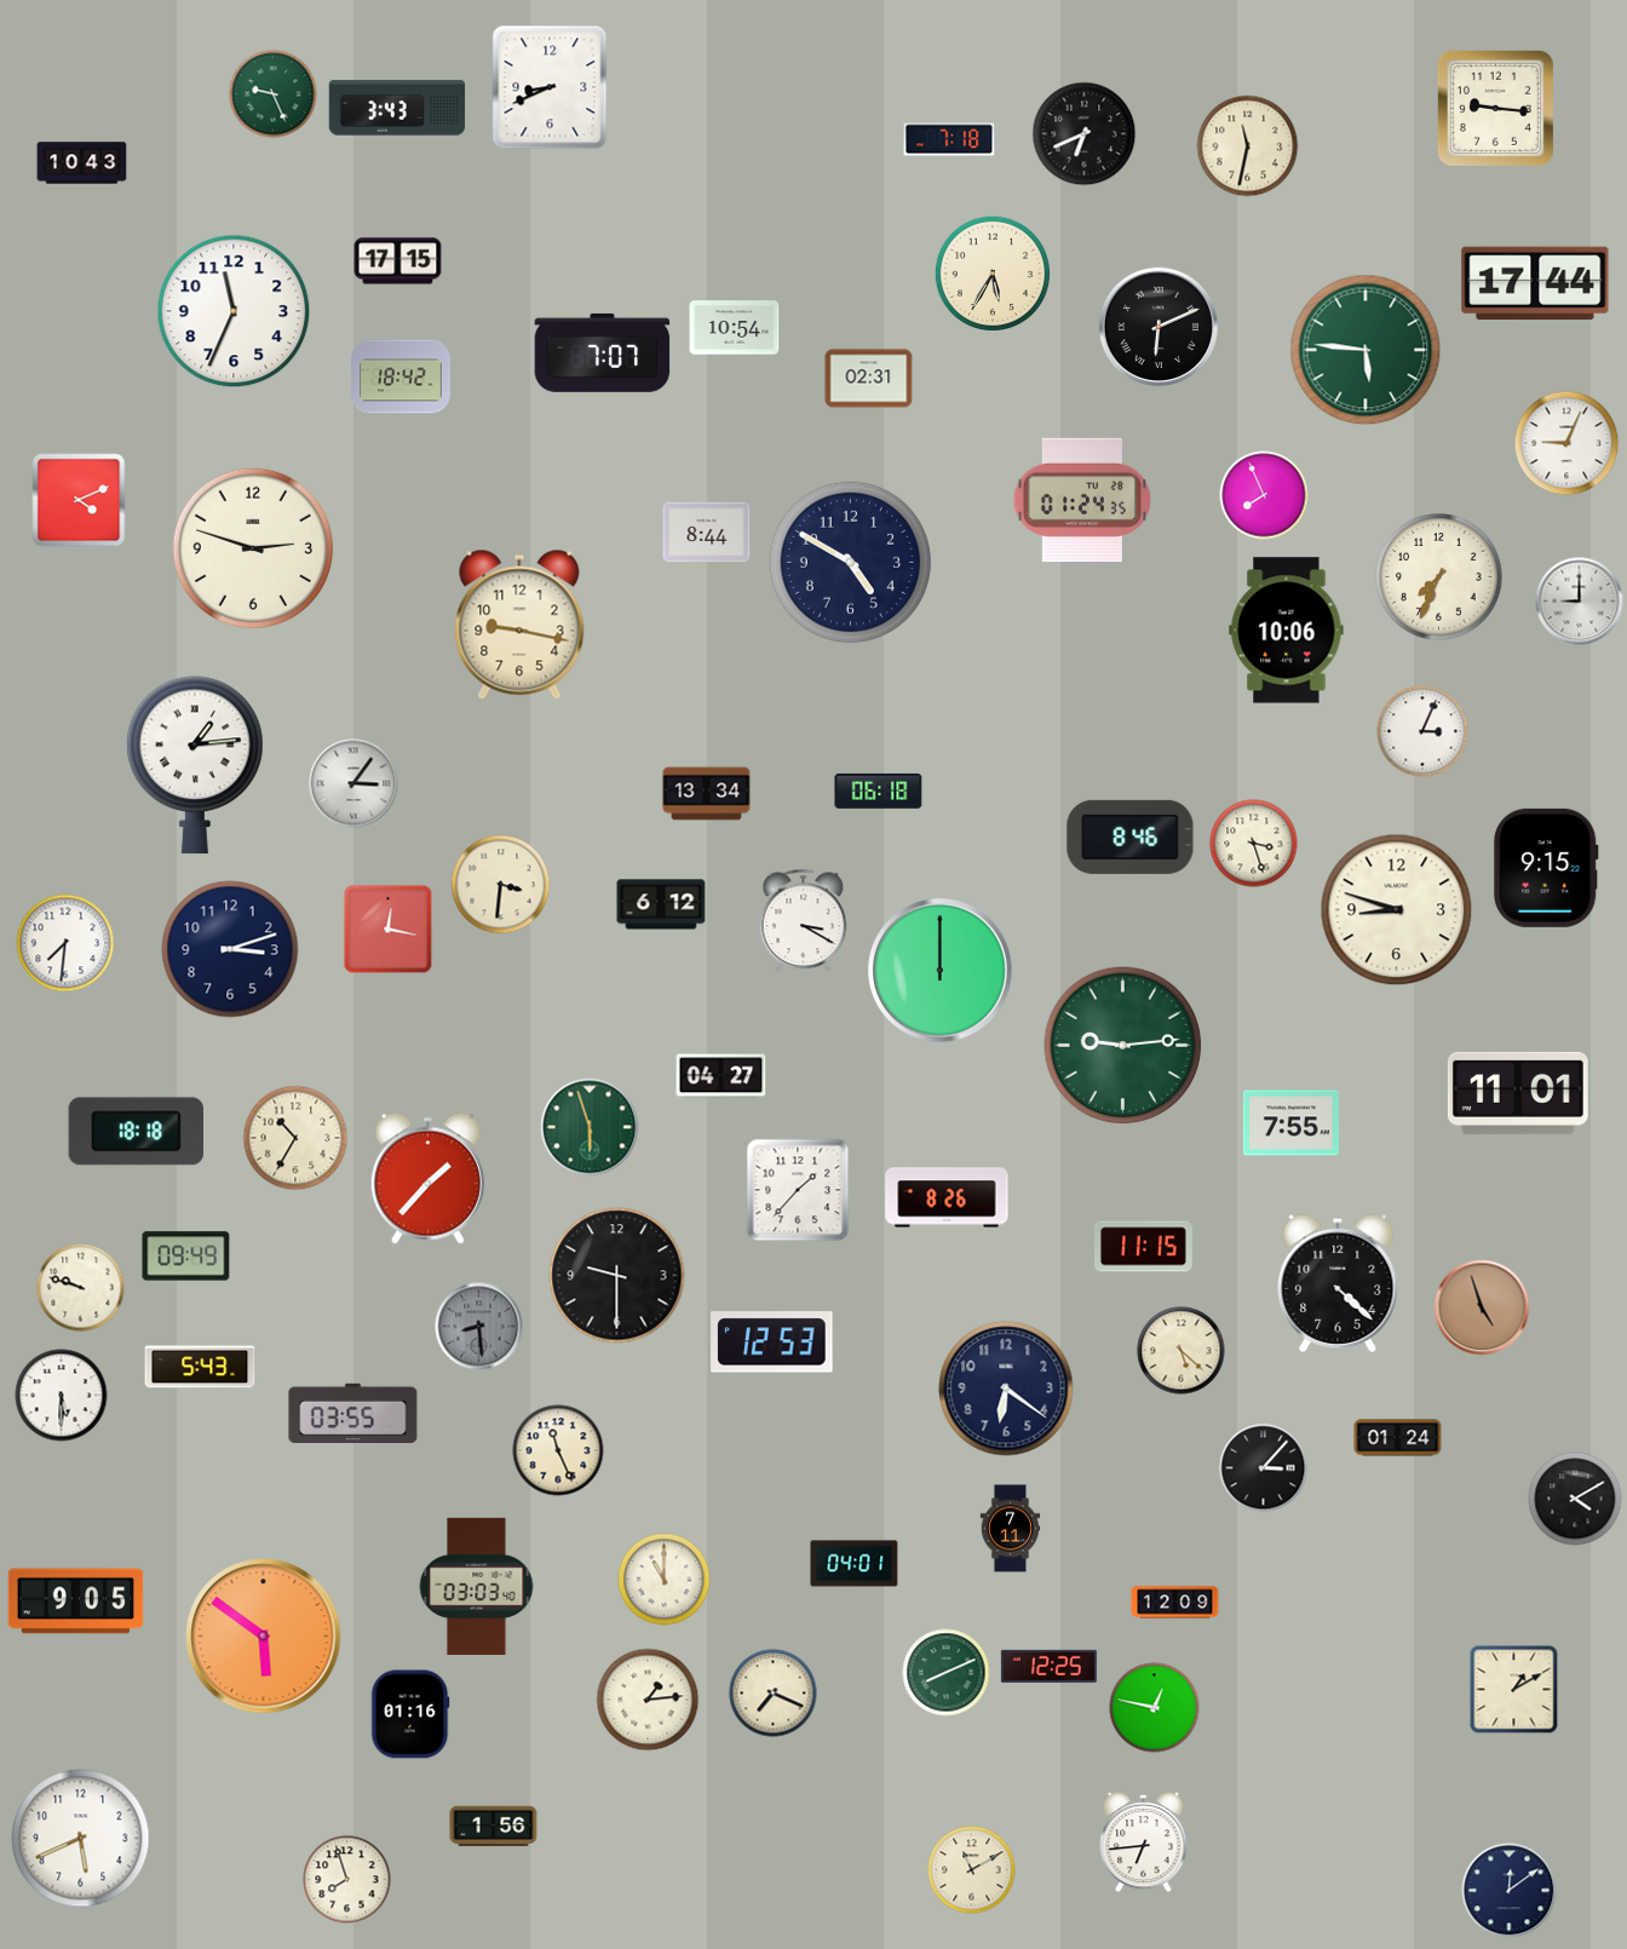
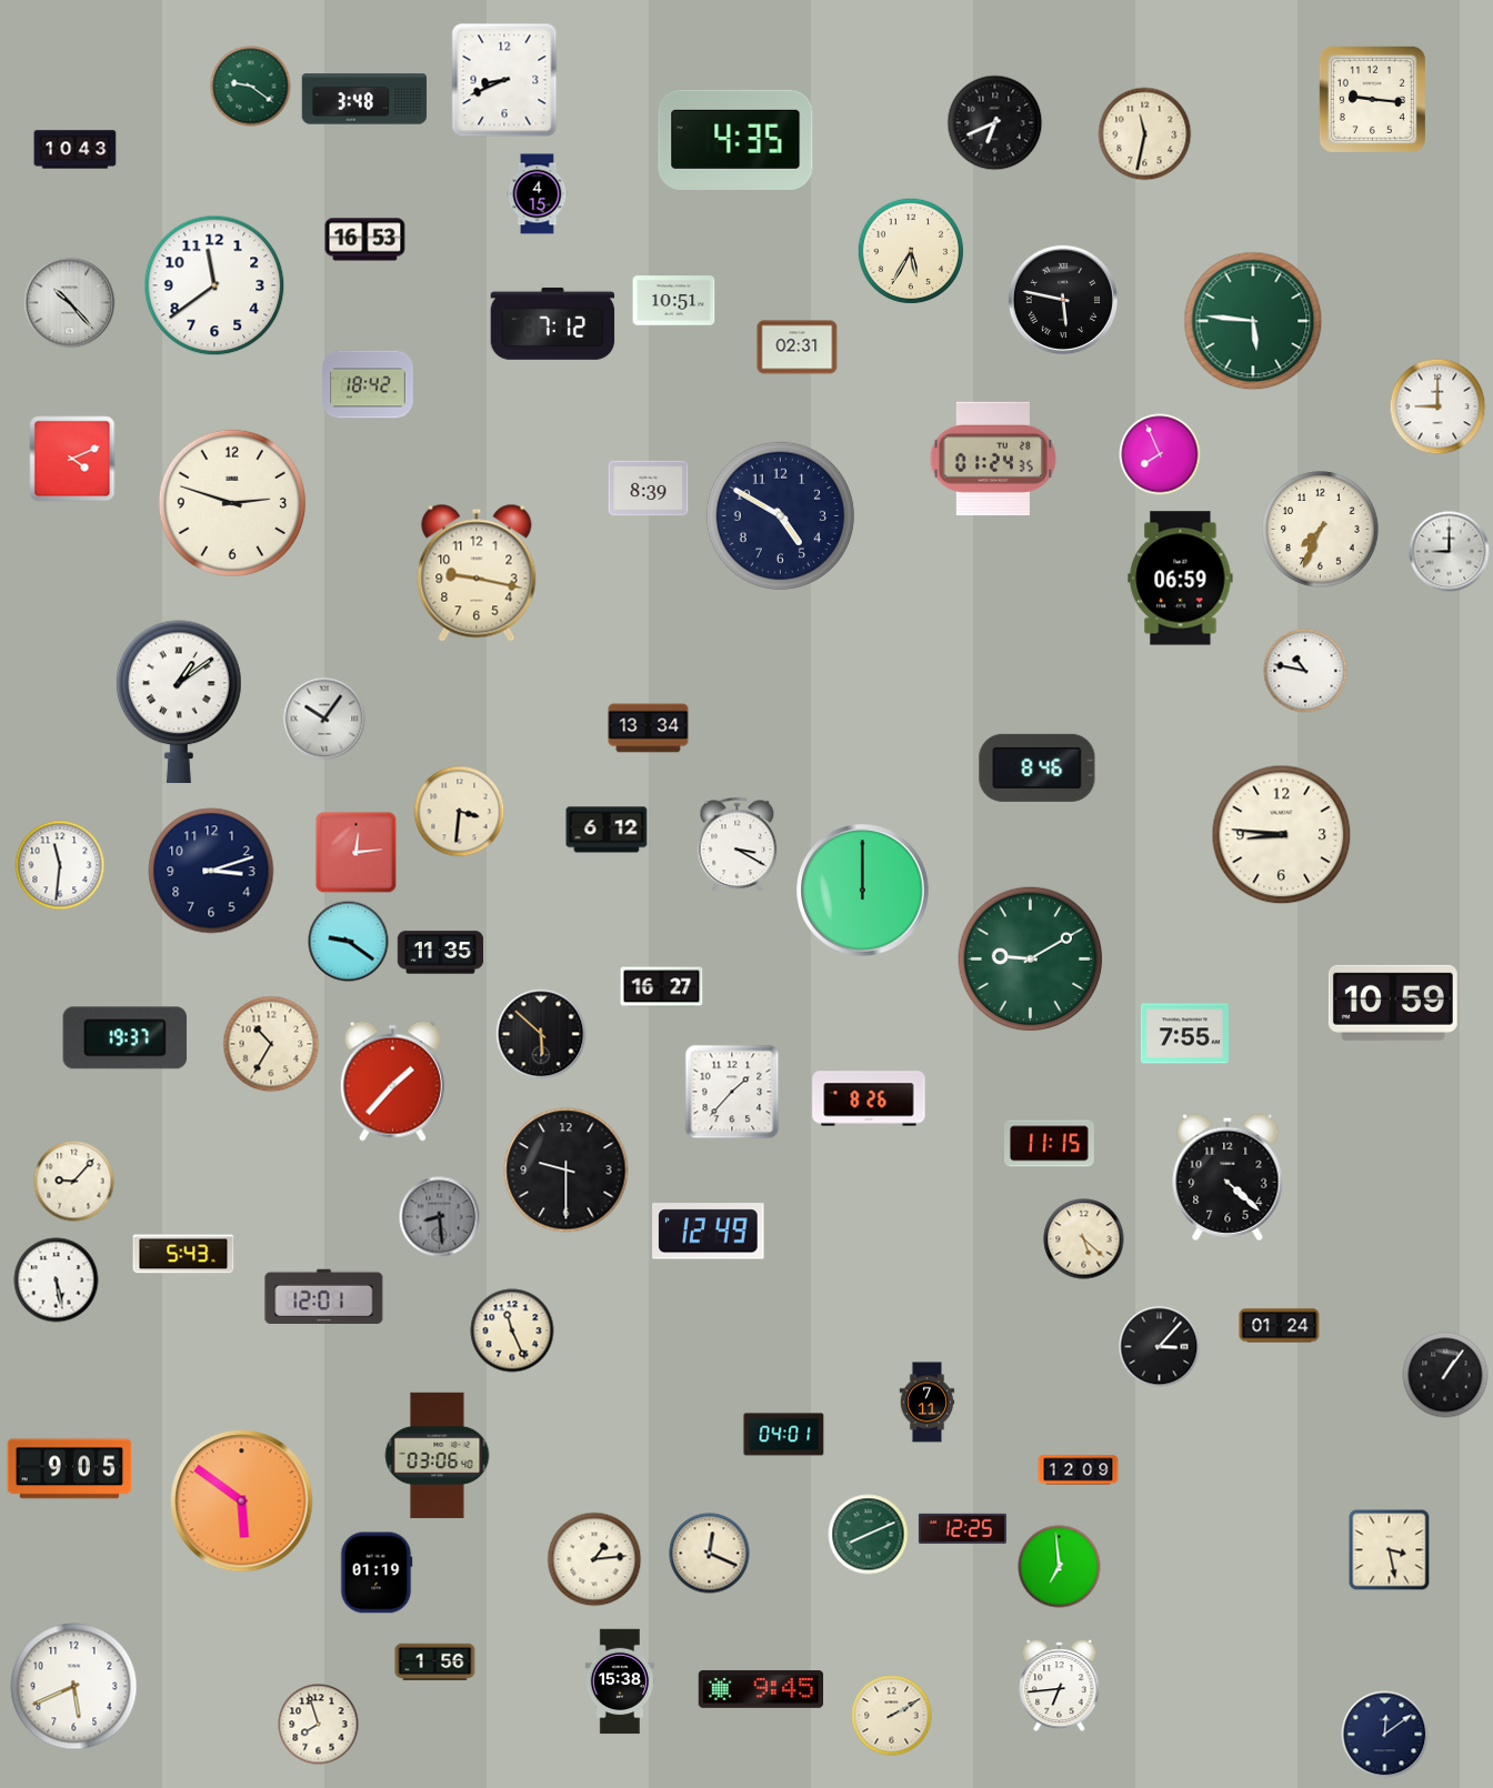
clock at (274, 94): 9:26 -> 9:21
clock at (397, 108): 3:43 -> 3:48
clock at (949, 139): 7:18 -> none
clock at (735, 140): none -> 4:35
clock at (538, 194): none -> 4:15
clock at (398, 261): 17:15 -> 16:53
clock at (1535, 283): 17:44 -> none
clock at (234, 311): 11:34 -> 11:39
clock at (1159, 327): 6:11 -> 5:47
clock at (735, 328): 10:54 -> 10:51
clock at (70, 303): none -> 10:23
clock at (603, 352): 7:07 -> 7:12
clock at (401, 376) position: (401, 376) -> (368, 384)
clock at (1566, 443): 9:04 -> 9:00
clock at (707, 533): 8:44 -> 8:39
clock at (1287, 631): 10:06 -> 06:59
clock at (1422, 731): 3:04 -> 10:47
clock at (195, 765): 1:14 -> 1:09
clock at (353, 783): 3:06 -> 10:06
clock at (879, 790): 06:18 -> none
clock at (1254, 844): 3:27 -> none
clock at (1546, 868): 9:15 -> none
clock at (1397, 910): 8:48 -> 8:46
clock at (389, 930): 12:17 -> 12:14
clock at (65, 943): 7:31 -> 11:31
clock at (349, 942): none -> 9:21
clock at (441, 953): none -> 11:35
clock at (1123, 1046): 9:14 -> 9:10
clock at (721, 1076): 04:27 -> 16:27
clock at (1518, 1093): 11:01 -> 10:59
clock at (1290, 1123) position: (1290, 1123) -> (1184, 1034)
clock at (590, 1127): 5:57 -> 5:52
clock at (590, 1127) dial: green -> black
clock at (136, 1132): 18:18 -> 19:37
clock at (186, 1257): 09:49 -> none
clock at (81, 1288): 9:48 -> 9:07
clock at (1482, 1307): 4:57 -> none
clock at (772, 1343): 12:53 -> 12:49
clock at (1006, 1389): 6:21 -> none
clock at (62, 1396): 5:30 -> 5:28
clock at (353, 1413): 03:55 -> 12:01
clock at (1398, 1438) position: (1398, 1438) -> (1280, 1326)
clock at (1575, 1499): 4:10 -> 1:06
clock at (665, 1580): 11:00 -> none
clock at (477, 1586): 03:03 -> 03:06
clock at (1514, 1690): 1:10 -> 3:28
clock at (774, 1694): 7:19 -> 12:19
clock at (1155, 1708): 12:47 -> 6:59
clock at (410, 1714): 01:16 -> 01:19
clock at (494, 1827) position: (494, 1827) -> (435, 1663)
clock at (620, 1681): none -> 15:38
clock at (761, 1689): none -> 9:45
clock at (1144, 1842) position: (1144, 1842) -> (1060, 1686)
clock at (972, 1870): 11:10 -> 2:10
